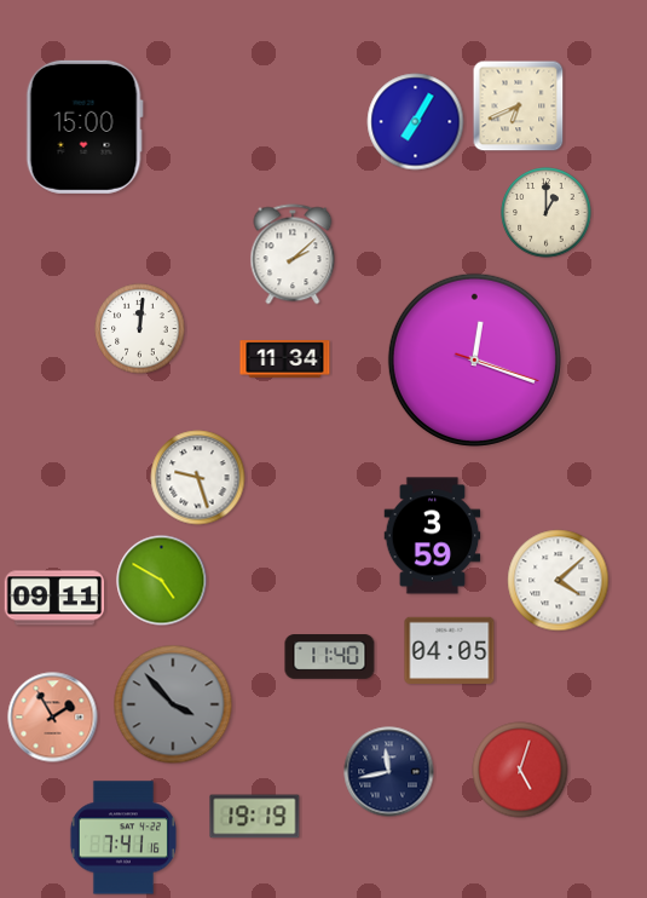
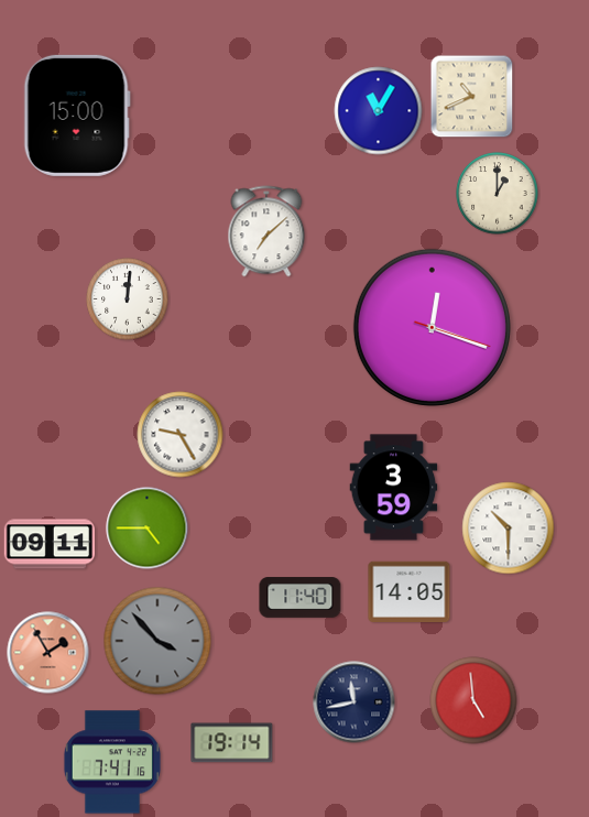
clock at (519, 107): 6:41 -> 10:41
clock at (416, 122): 7:05 -> 11:05
clock at (293, 254): 2:08 -> 7:08
clock at (285, 359): 11:34 -> none
clock at (198, 478): 9:27 -> 9:25
clock at (162, 581): 4:50 -> 4:45
clock at (559, 581): 4:08 -> 10:30
clock at (450, 650): 04:05 -> 14:05
clock at (520, 770): 5:03 -> 4:59
clock at (255, 817): 19:19 -> 19:14
